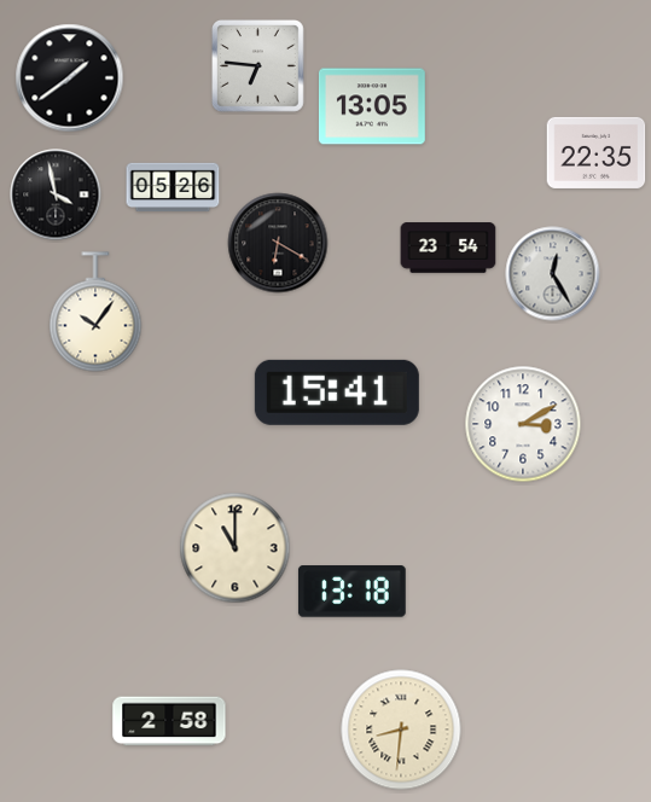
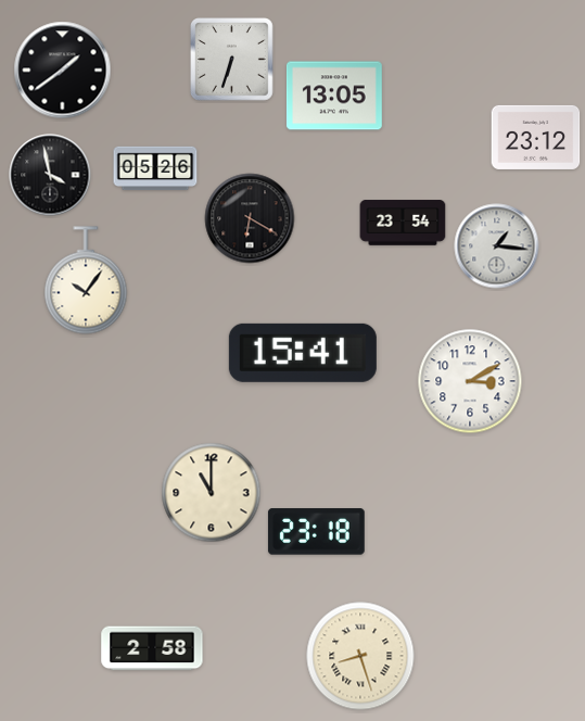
clock at (258, 66): 6:46 -> 6:33
clock at (597, 152): 22:35 -> 23:12
clock at (553, 274): 12:25 -> 1:16
clock at (351, 592): 13:18 -> 23:18
clock at (401, 730): 8:31 -> 8:27
